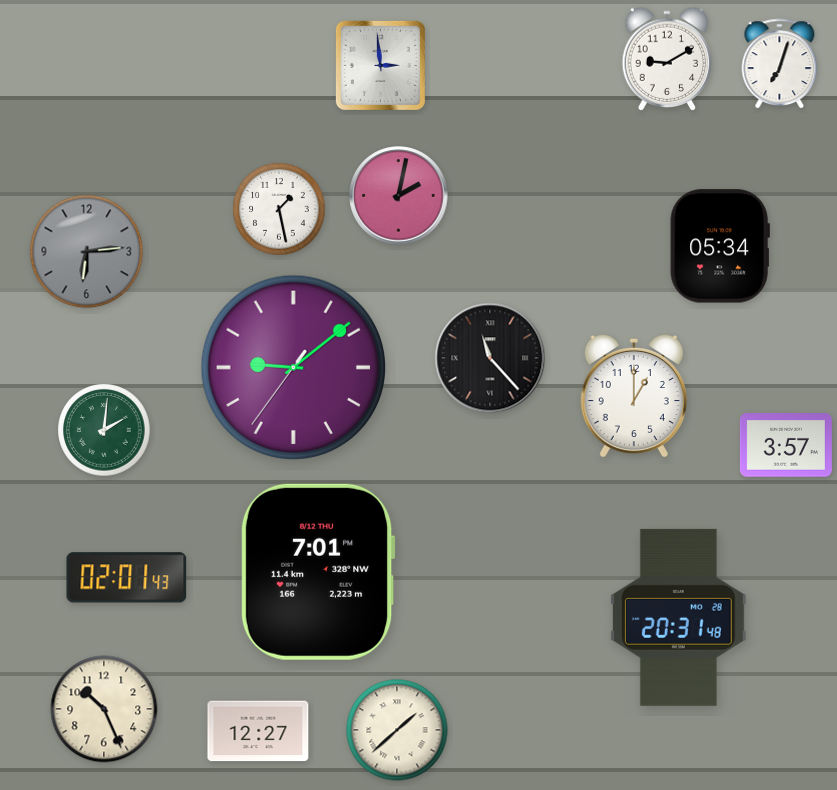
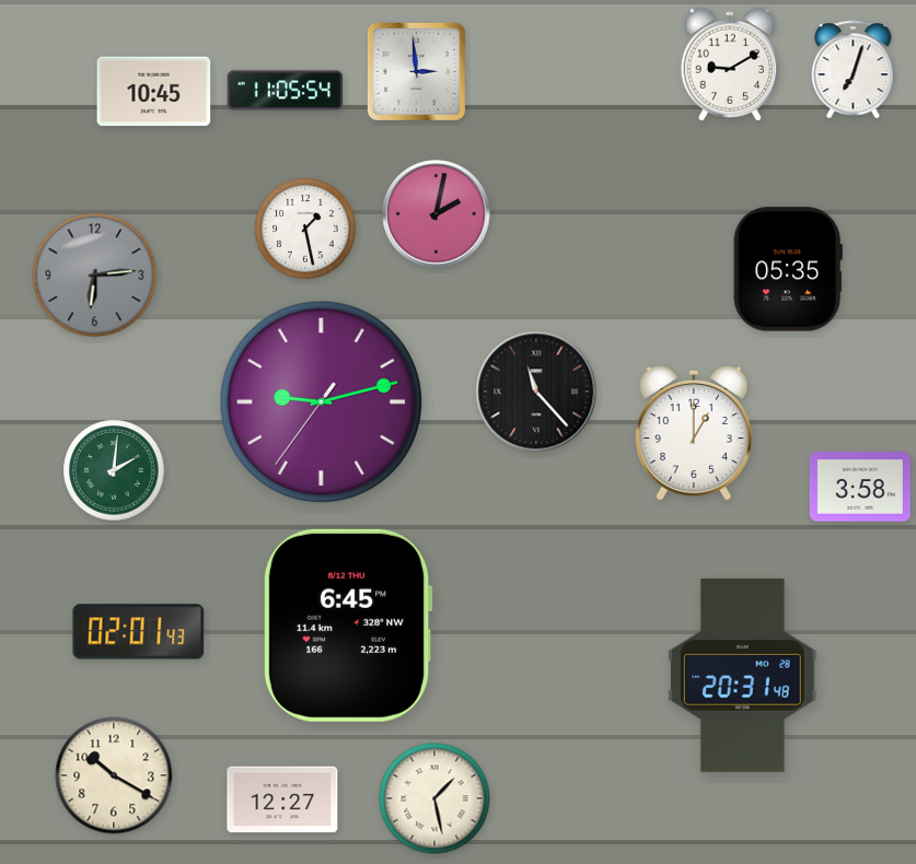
clock at (286, 91): none -> 11:05
clock at (154, 92): none -> 10:45
clock at (720, 246): 05:34 -> 05:35
clock at (293, 367): 9:08 -> 9:12
clock at (786, 445): 3:57 -> 3:58
clock at (318, 572): 7:01 -> 6:45
clock at (104, 709): 10:26 -> 10:20
clock at (397, 730): 1:38 -> 1:28
